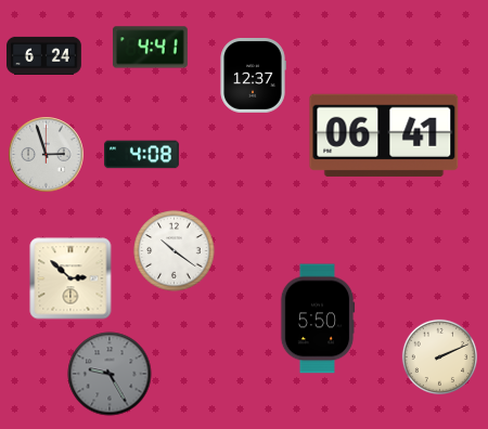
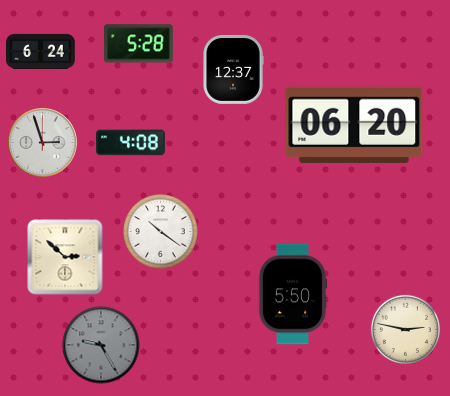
clock at (150, 48): 4:41 -> 5:28
clock at (384, 135): 06:41 -> 06:20
clock at (439, 356): 2:11 -> 2:47
